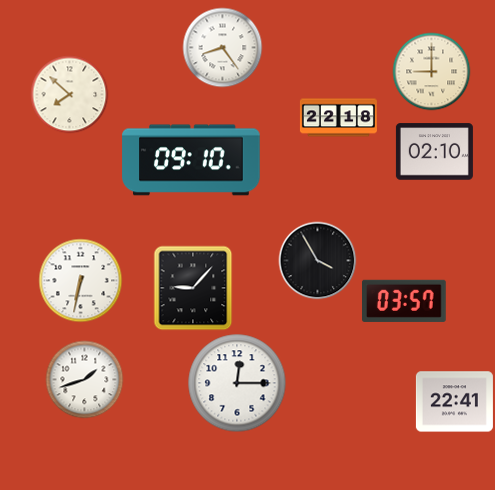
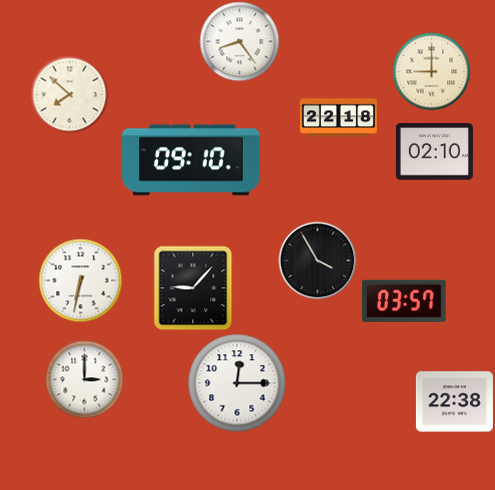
clock at (222, 47) position: (222, 47) -> (239, 41)
clock at (84, 379): 1:42 -> 3:00
clock at (454, 402): 22:41 -> 22:38
